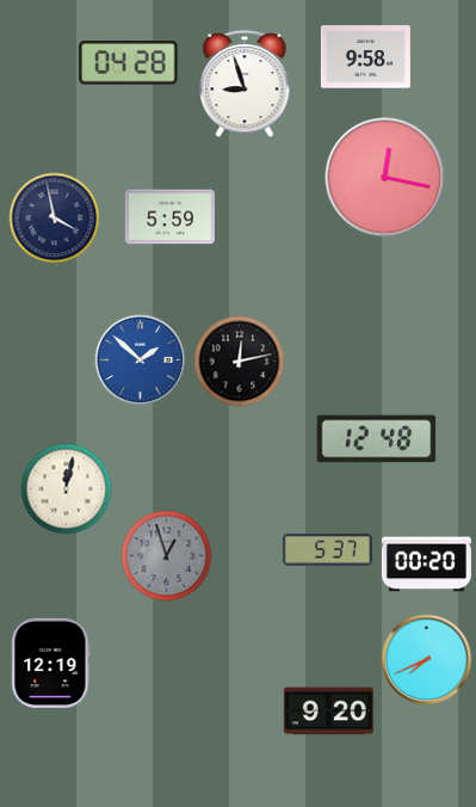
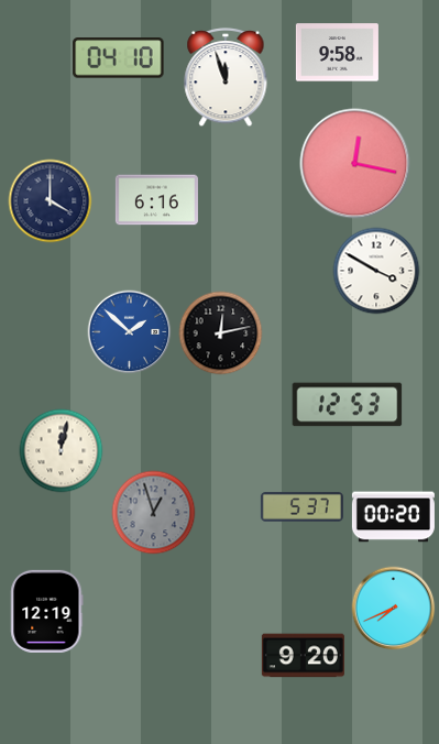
clock at (129, 63): 04:28 -> 04:10
clock at (245, 85): 8:57 -> 11:57
clock at (169, 217): 5:59 -> 6:16
clock at (55, 218): 3:58 -> 4:00
clock at (376, 271): none -> 3:50
clock at (377, 439): 12:48 -> 12:53
clock at (426, 565) position: (426, 565) -> (393, 517)
